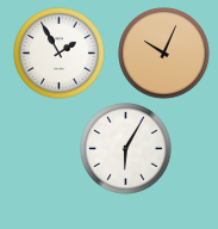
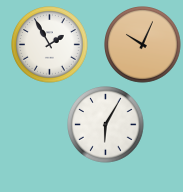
clock at (164, 54) position: (164, 54) -> (143, 45)
